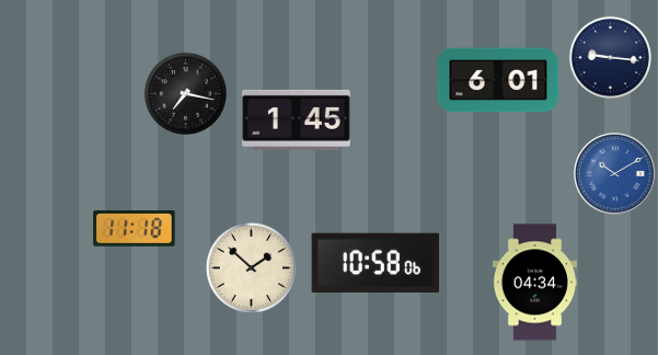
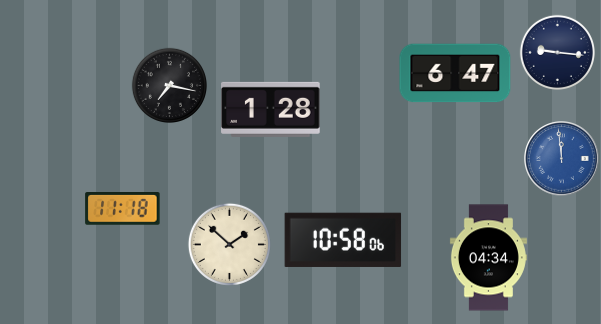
clock at (498, 80): 6:01 -> 6:47
clock at (297, 119): 1:45 -> 1:28
clock at (615, 174): 10:10 -> 11:59
